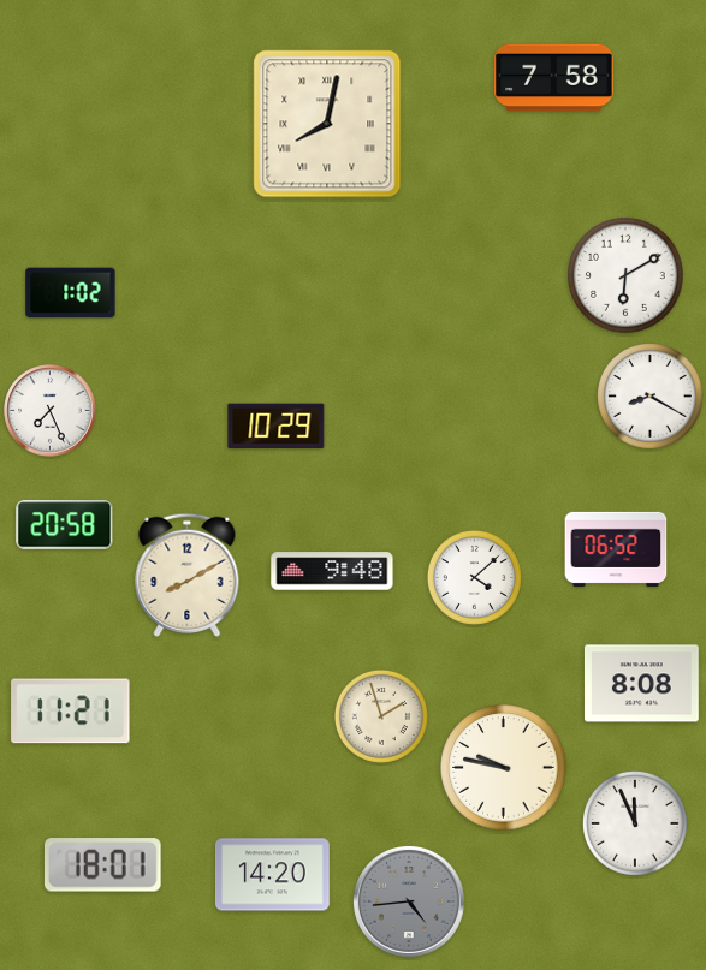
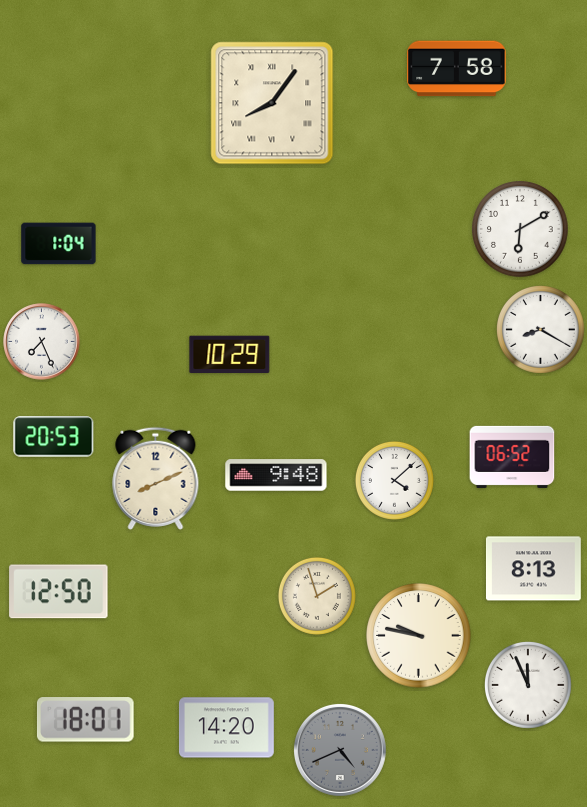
clock at (554, 78) position: (554, 78) -> (457, 69)
clock at (327, 124): 8:02 -> 8:06
clock at (71, 293): 1:02 -> 1:04
clock at (65, 525): 20:58 -> 20:53
clock at (188, 575): 8:10 -> 8:11
clock at (641, 684): 8:08 -> 8:13
clock at (71, 712): 11:21 -> 12:50
clock at (504, 768) position: (504, 768) -> (419, 636)
clock at (409, 901): 4:44 -> 4:41
